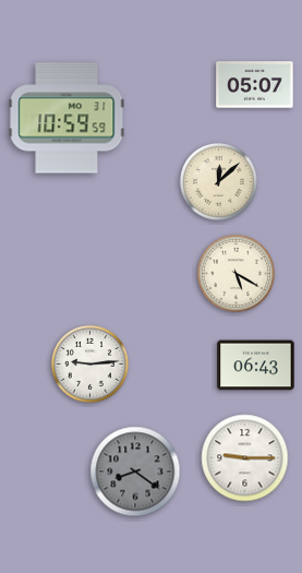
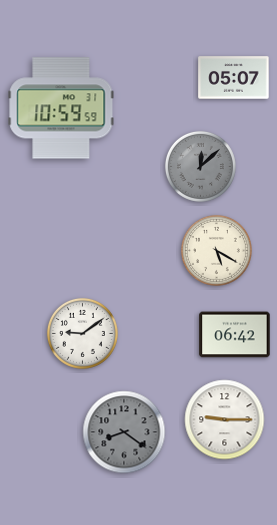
clock at (218, 181) dial: cream -> grey
clock at (89, 363): 9:14 -> 9:09
clock at (256, 366): 06:43 -> 06:42
